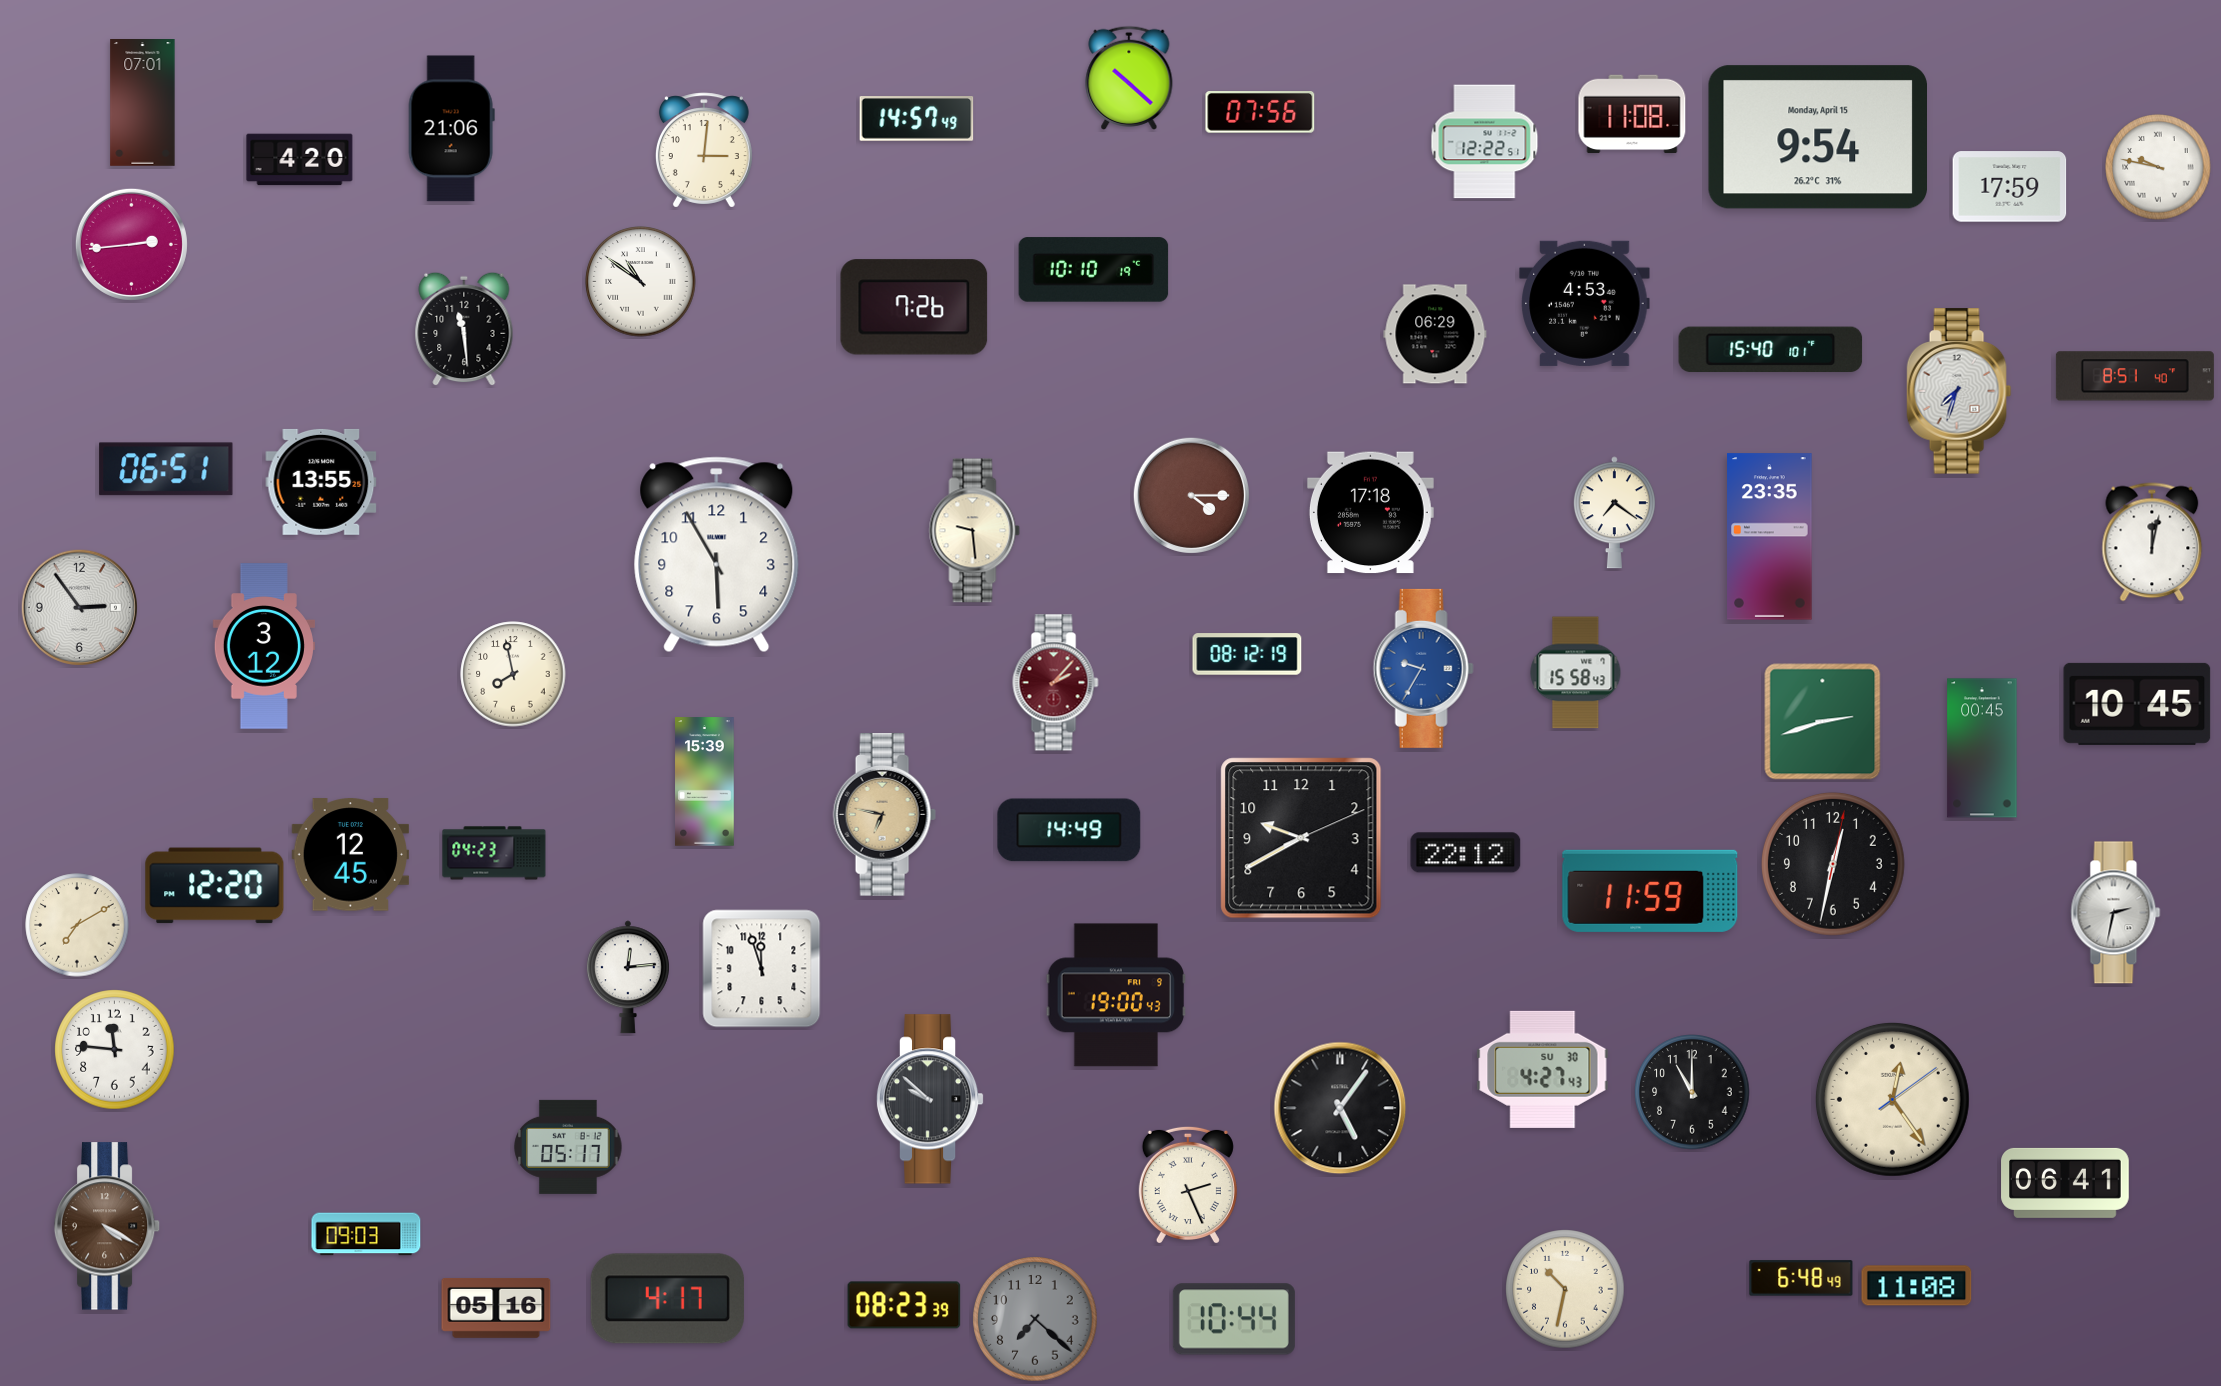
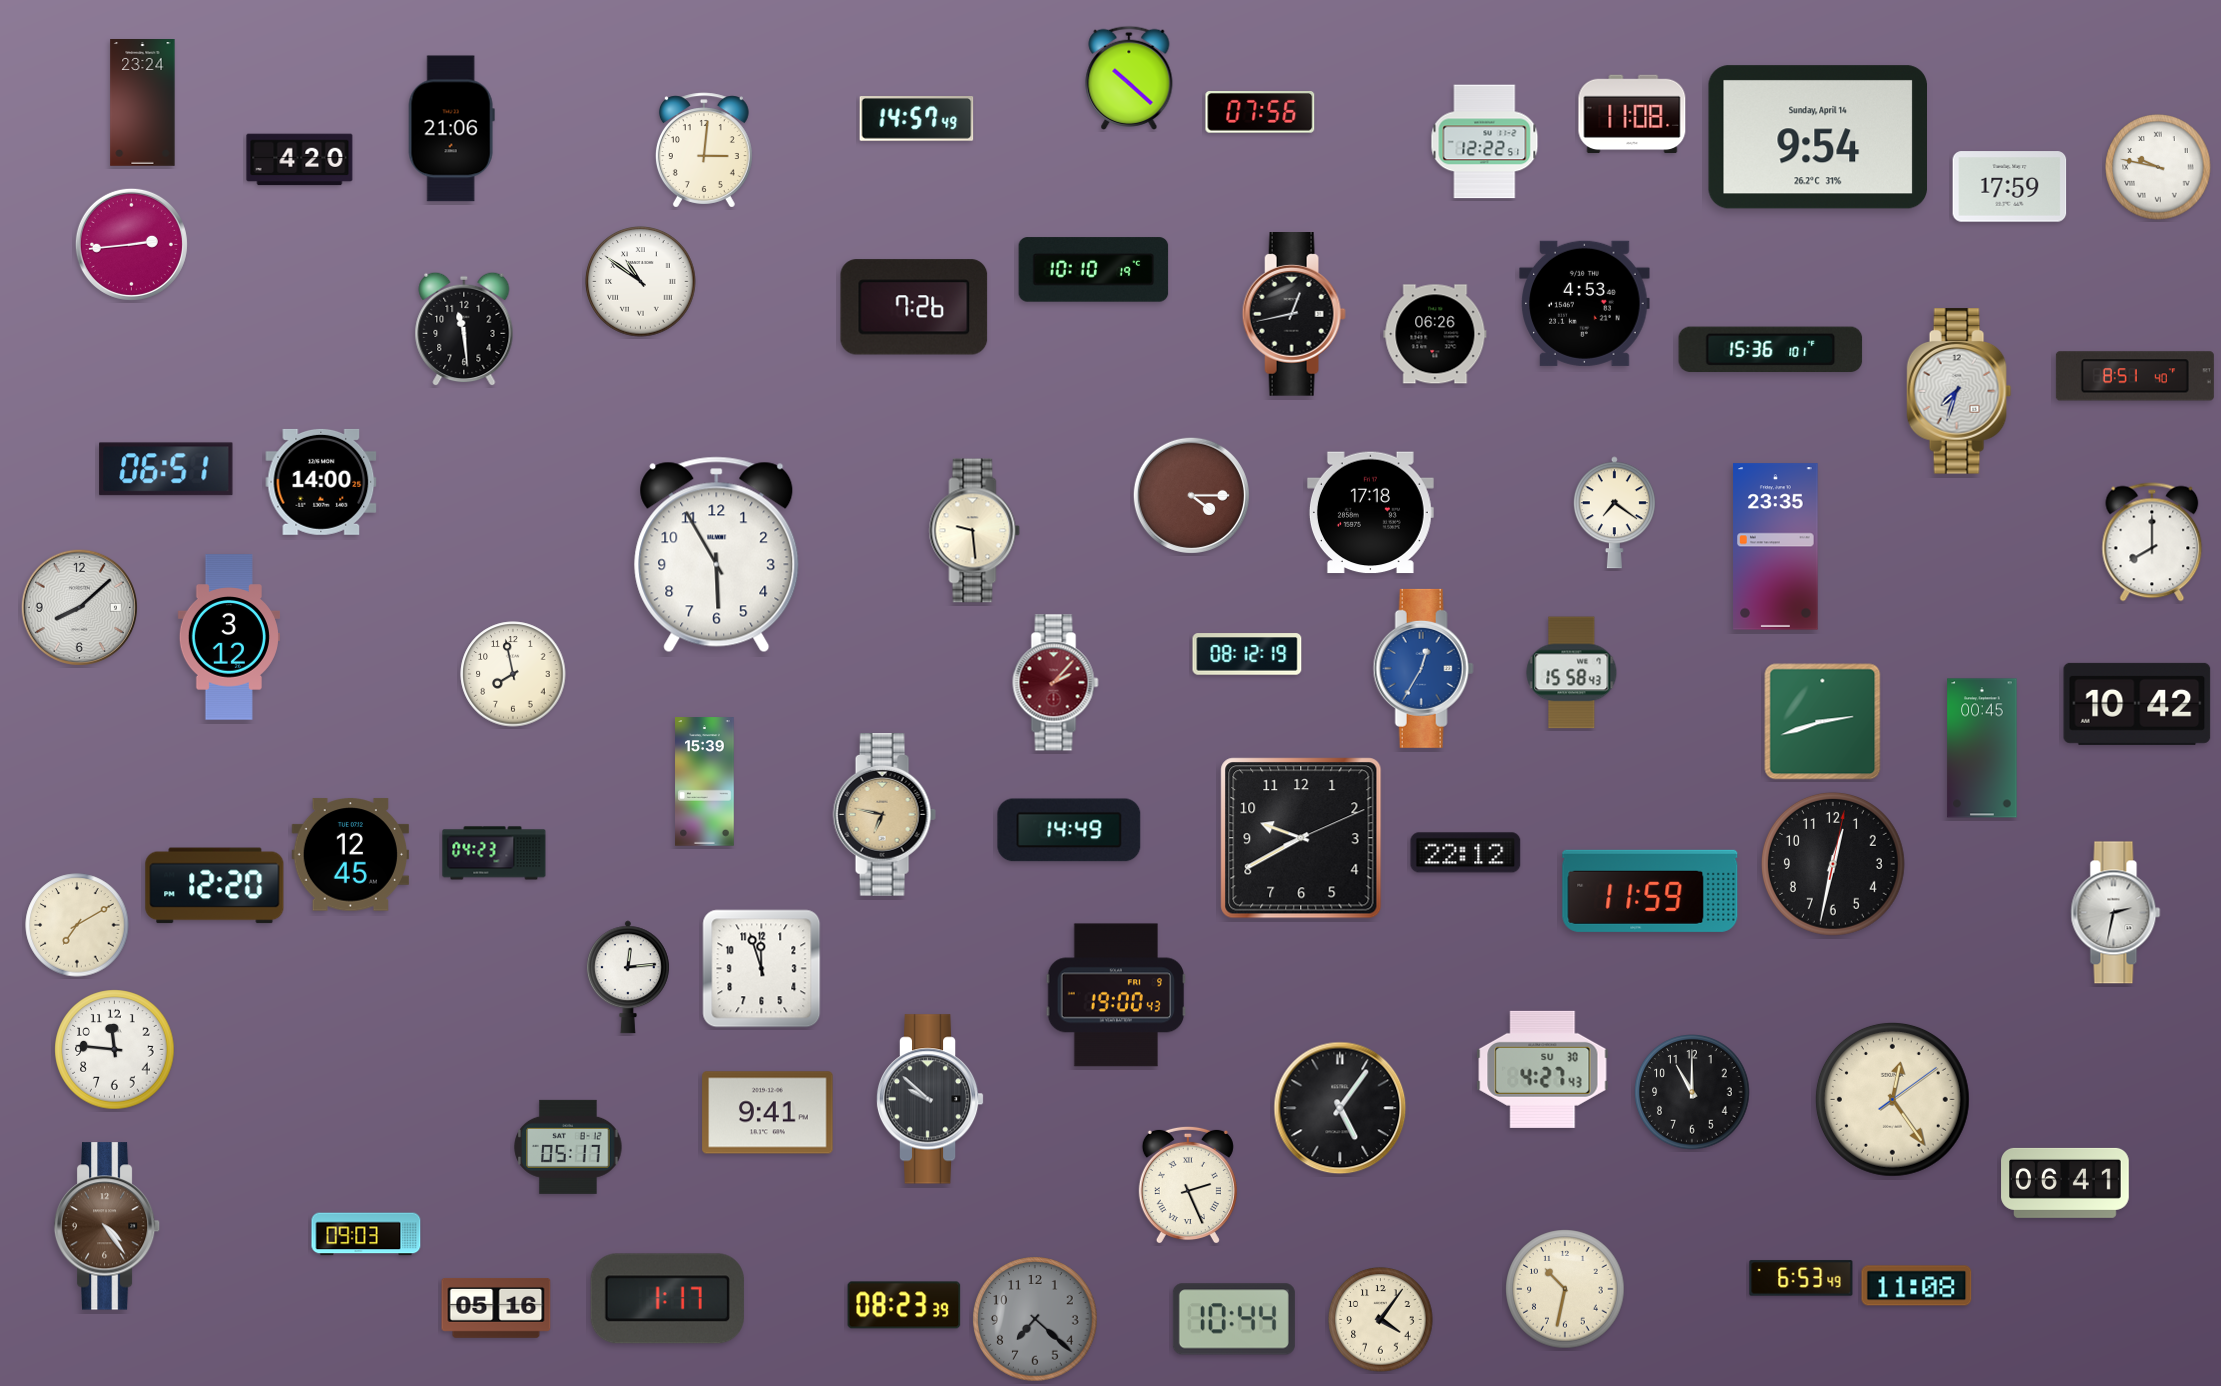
clock at (143, 103): 07:01 -> 23:24
clock at (1817, 137) date: Monday, April 15 -> Sunday, April 14
clock at (1294, 314): none -> 12:43
clock at (1435, 334): 06:29 -> 06:26
clock at (1771, 350): 15:40 -> 15:36
clock at (321, 482): 13:55 -> 14:00
clock at (1770, 537) position: (1770, 537) -> (1776, 547)
clock at (2152, 542): 12:02 -> 8:00
clock at (79, 607): 2:54 -> 8:08
clock at (264, 646) position: (264, 646) -> (229, 637)
clock at (1423, 668): 9:35 -> 12:35
clock at (1576, 673) position: (1576, 673) -> (1572, 673)
clock at (2137, 704): 10:45 -> 10:42
clock at (768, 1113): none -> 9:41
clock at (107, 1226): 4:20 -> 4:24
clock at (1801, 1278): 6:48 -> 6:53
clock at (667, 1299): 4:17 -> 1:17
clock at (1381, 1320): none -> 4:06
